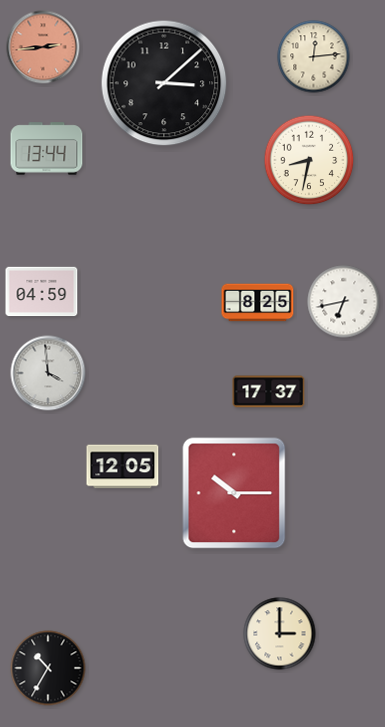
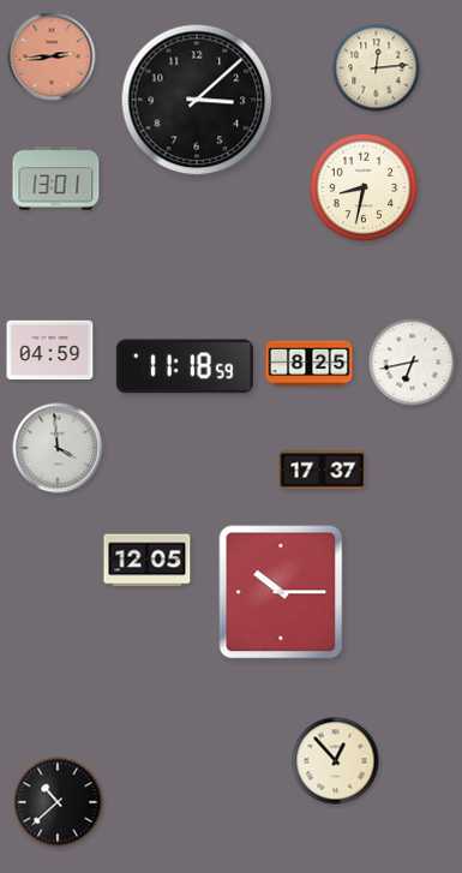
clock at (47, 149): 13:44 -> 13:01
clock at (309, 160) position: (309, 160) -> (364, 187)
clock at (185, 366): none -> 11:18
clock at (280, 634): 3:00 -> 12:53
clock at (48, 668): 10:35 -> 10:38
